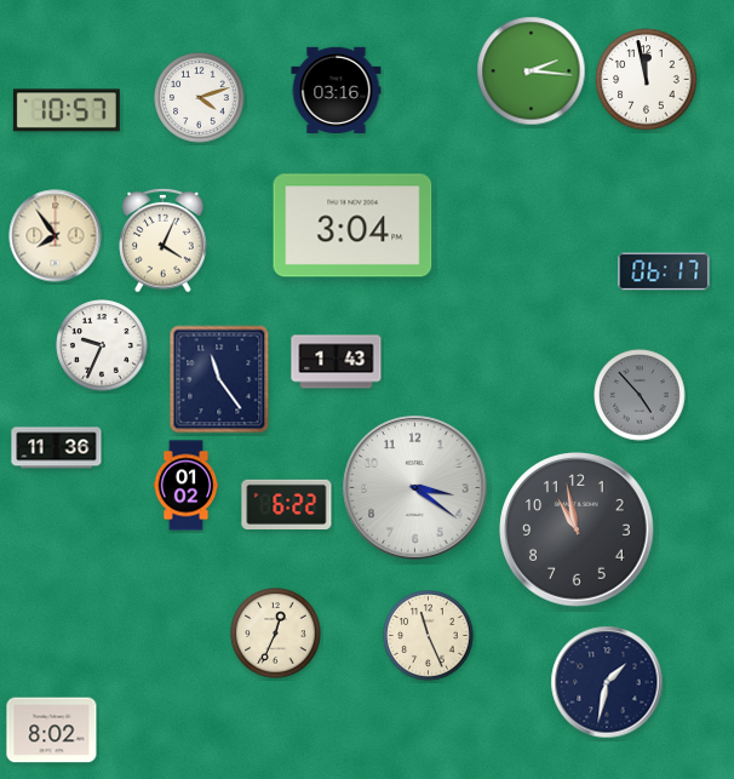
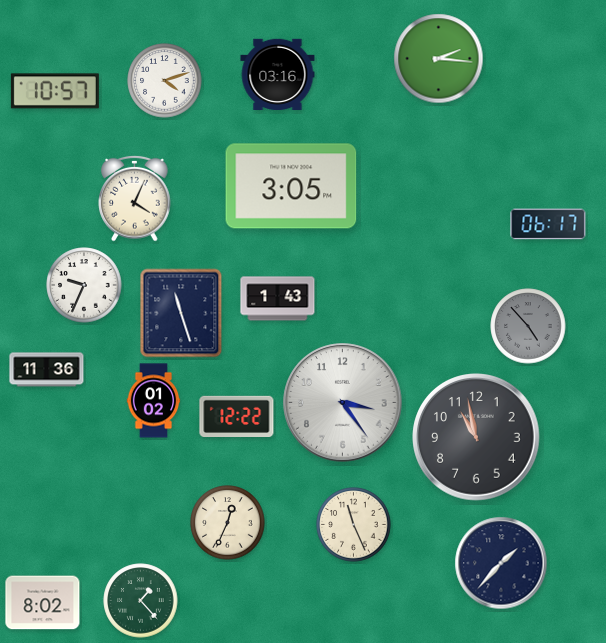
clock at (647, 80): 11:58 -> none
clock at (352, 225): 3:04 -> 3:05
clock at (56, 236): 7:54 -> none
clock at (219, 379): 11:24 -> 11:27
clock at (415, 488): 3:21 -> 3:24
clock at (287, 504): 6:22 -> 12:22
clock at (607, 682): 1:32 -> 1:37
clock at (141, 601): none -> 1:23
